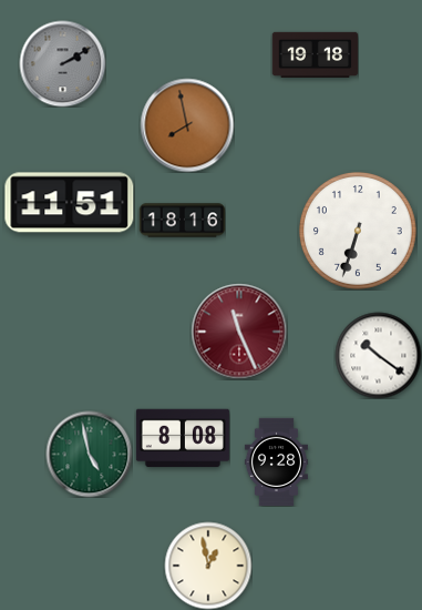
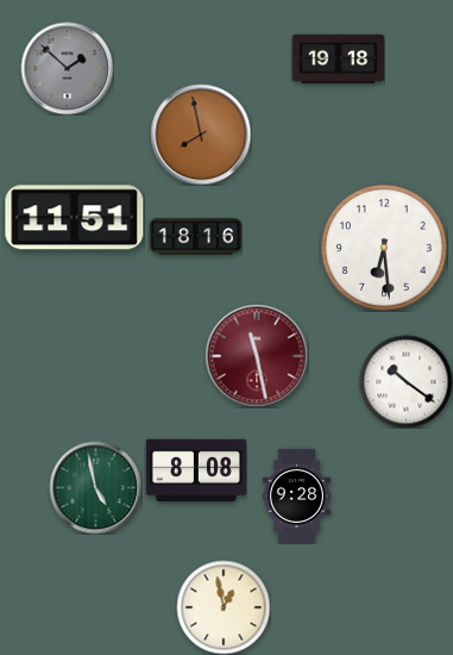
clock at (62, 63): 2:10 -> 1:52
clock at (358, 231): 6:33 -> 6:29
clock at (239, 332): 11:26 -> 11:28
